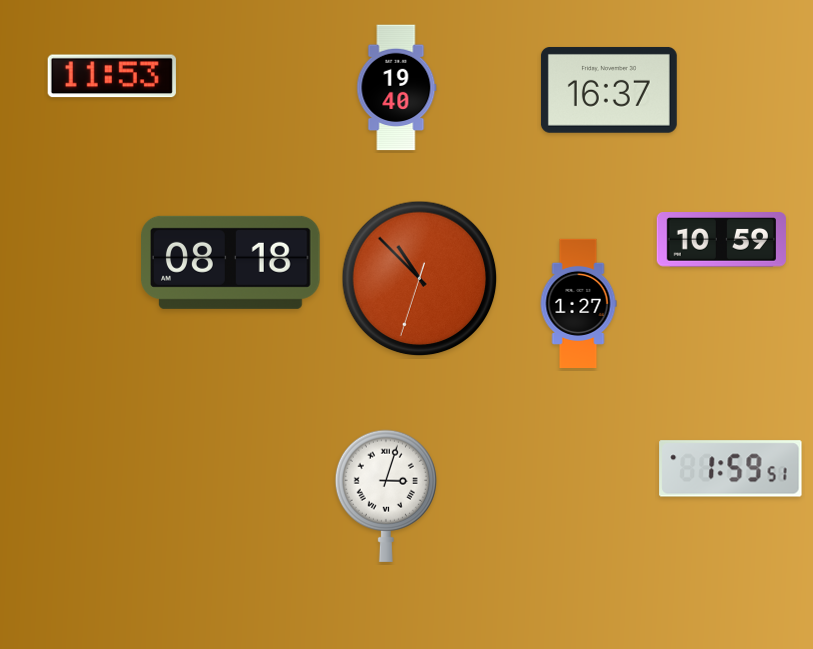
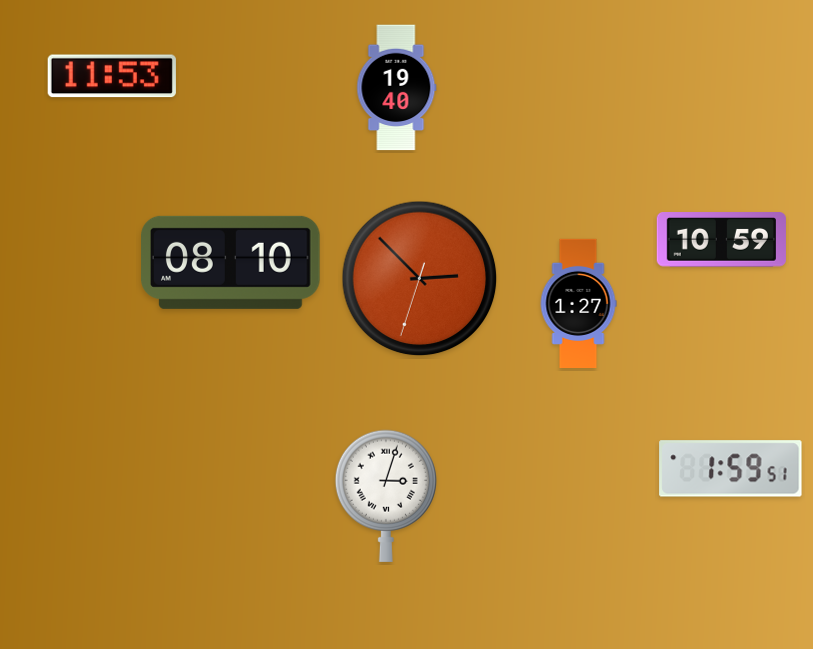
clock at (609, 90): 16:37 -> none
clock at (231, 262): 08:18 -> 08:10
clock at (420, 279): 10:52 -> 2:52
